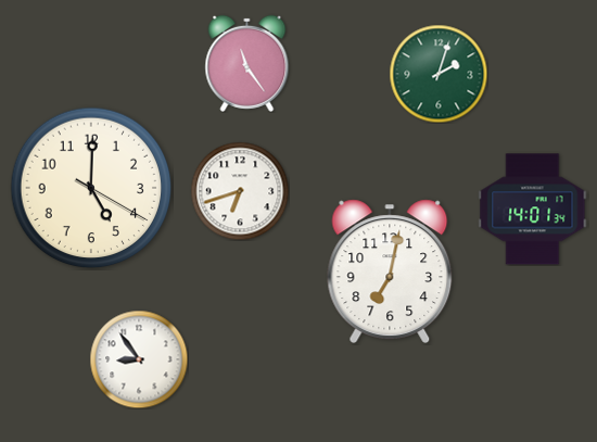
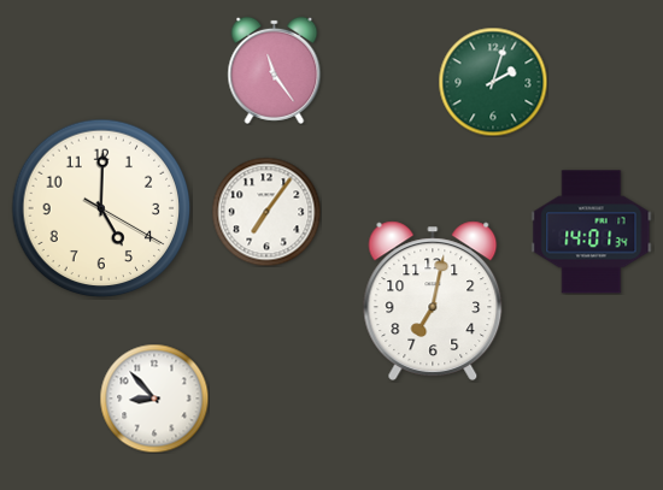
clock at (439, 74) position: (439, 74) -> (493, 82)
clock at (240, 191): 6:42 -> 7:06
clock at (139, 359): 8:54 -> 8:53
